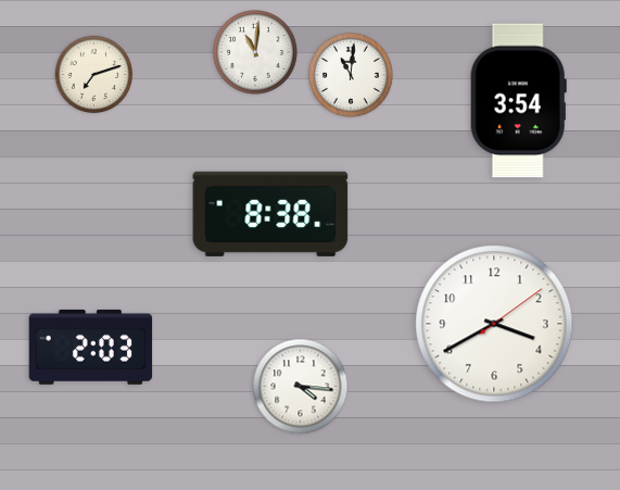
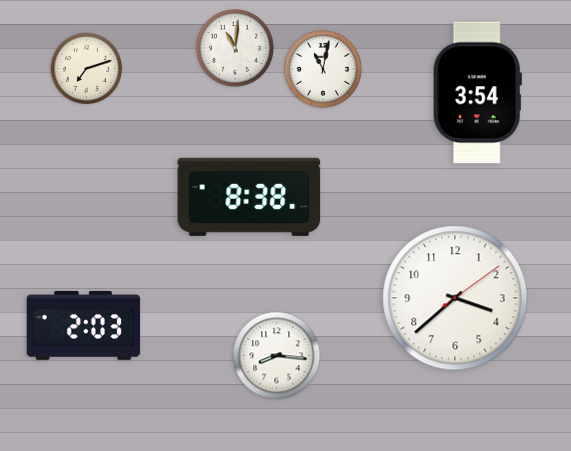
clock at (352, 76): 11:01 -> 11:02
clock at (494, 324): 3:40 -> 3:38
clock at (91, 347) position: (91, 347) -> (84, 325)
clock at (301, 387): 4:16 -> 8:16
